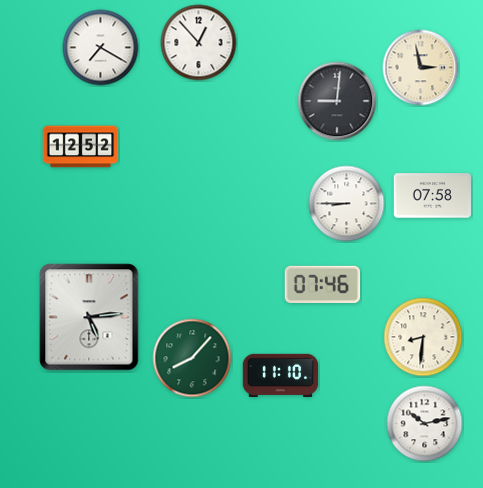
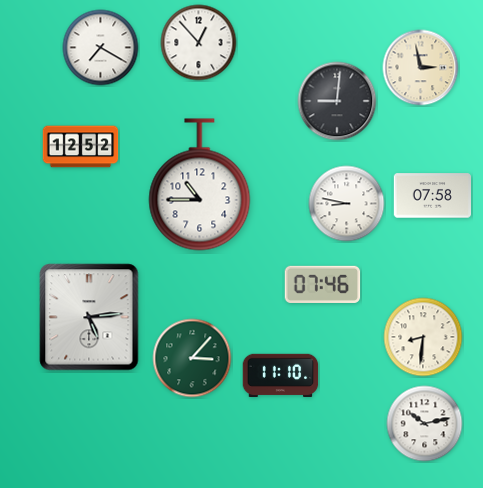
clock at (200, 185): none -> 10:45
clock at (347, 204): 8:45 -> 8:47
clock at (192, 358): 8:07 -> 3:07
